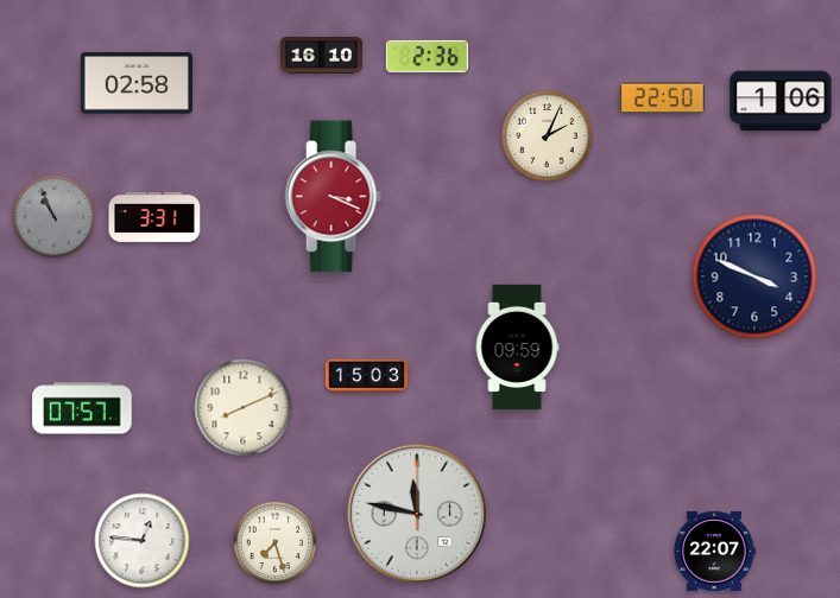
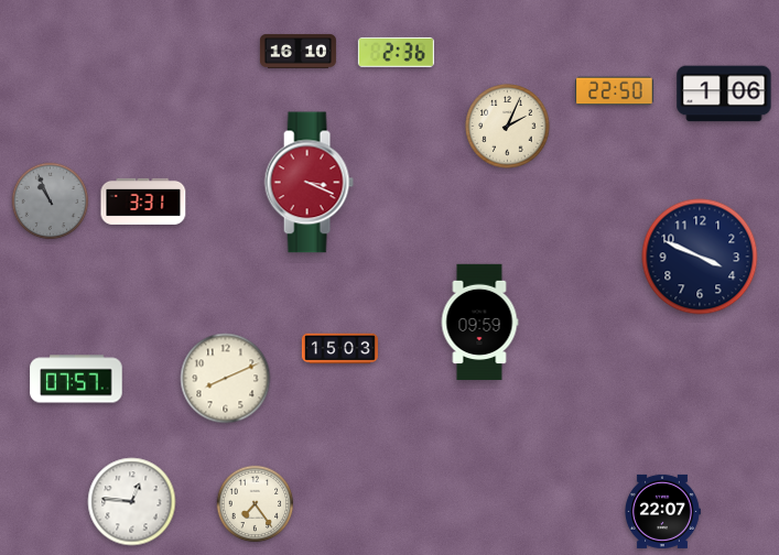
clock at (137, 83): 02:58 -> none
clock at (417, 514): 11:47 -> none
clock at (276, 543): 7:27 -> 7:24
